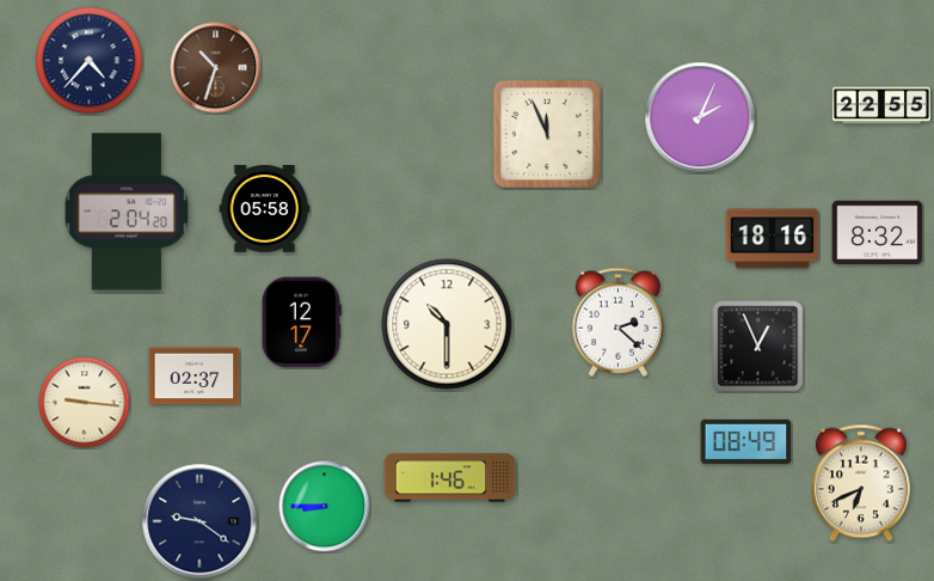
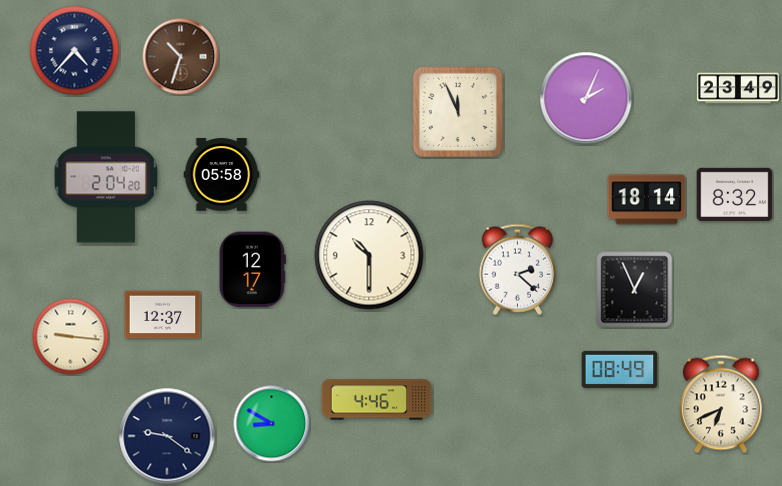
clock at (881, 105): 22:55 -> 23:49
clock at (773, 239): 18:16 -> 18:14
clock at (447, 324) position: (447, 324) -> (369, 255)
clock at (195, 377): 02:37 -> 12:37
clock at (746, 441) position: (746, 441) -> (620, 369)
clock at (450, 478): 1:46 -> 4:46
clock at (325, 507): 8:45 -> 8:50
